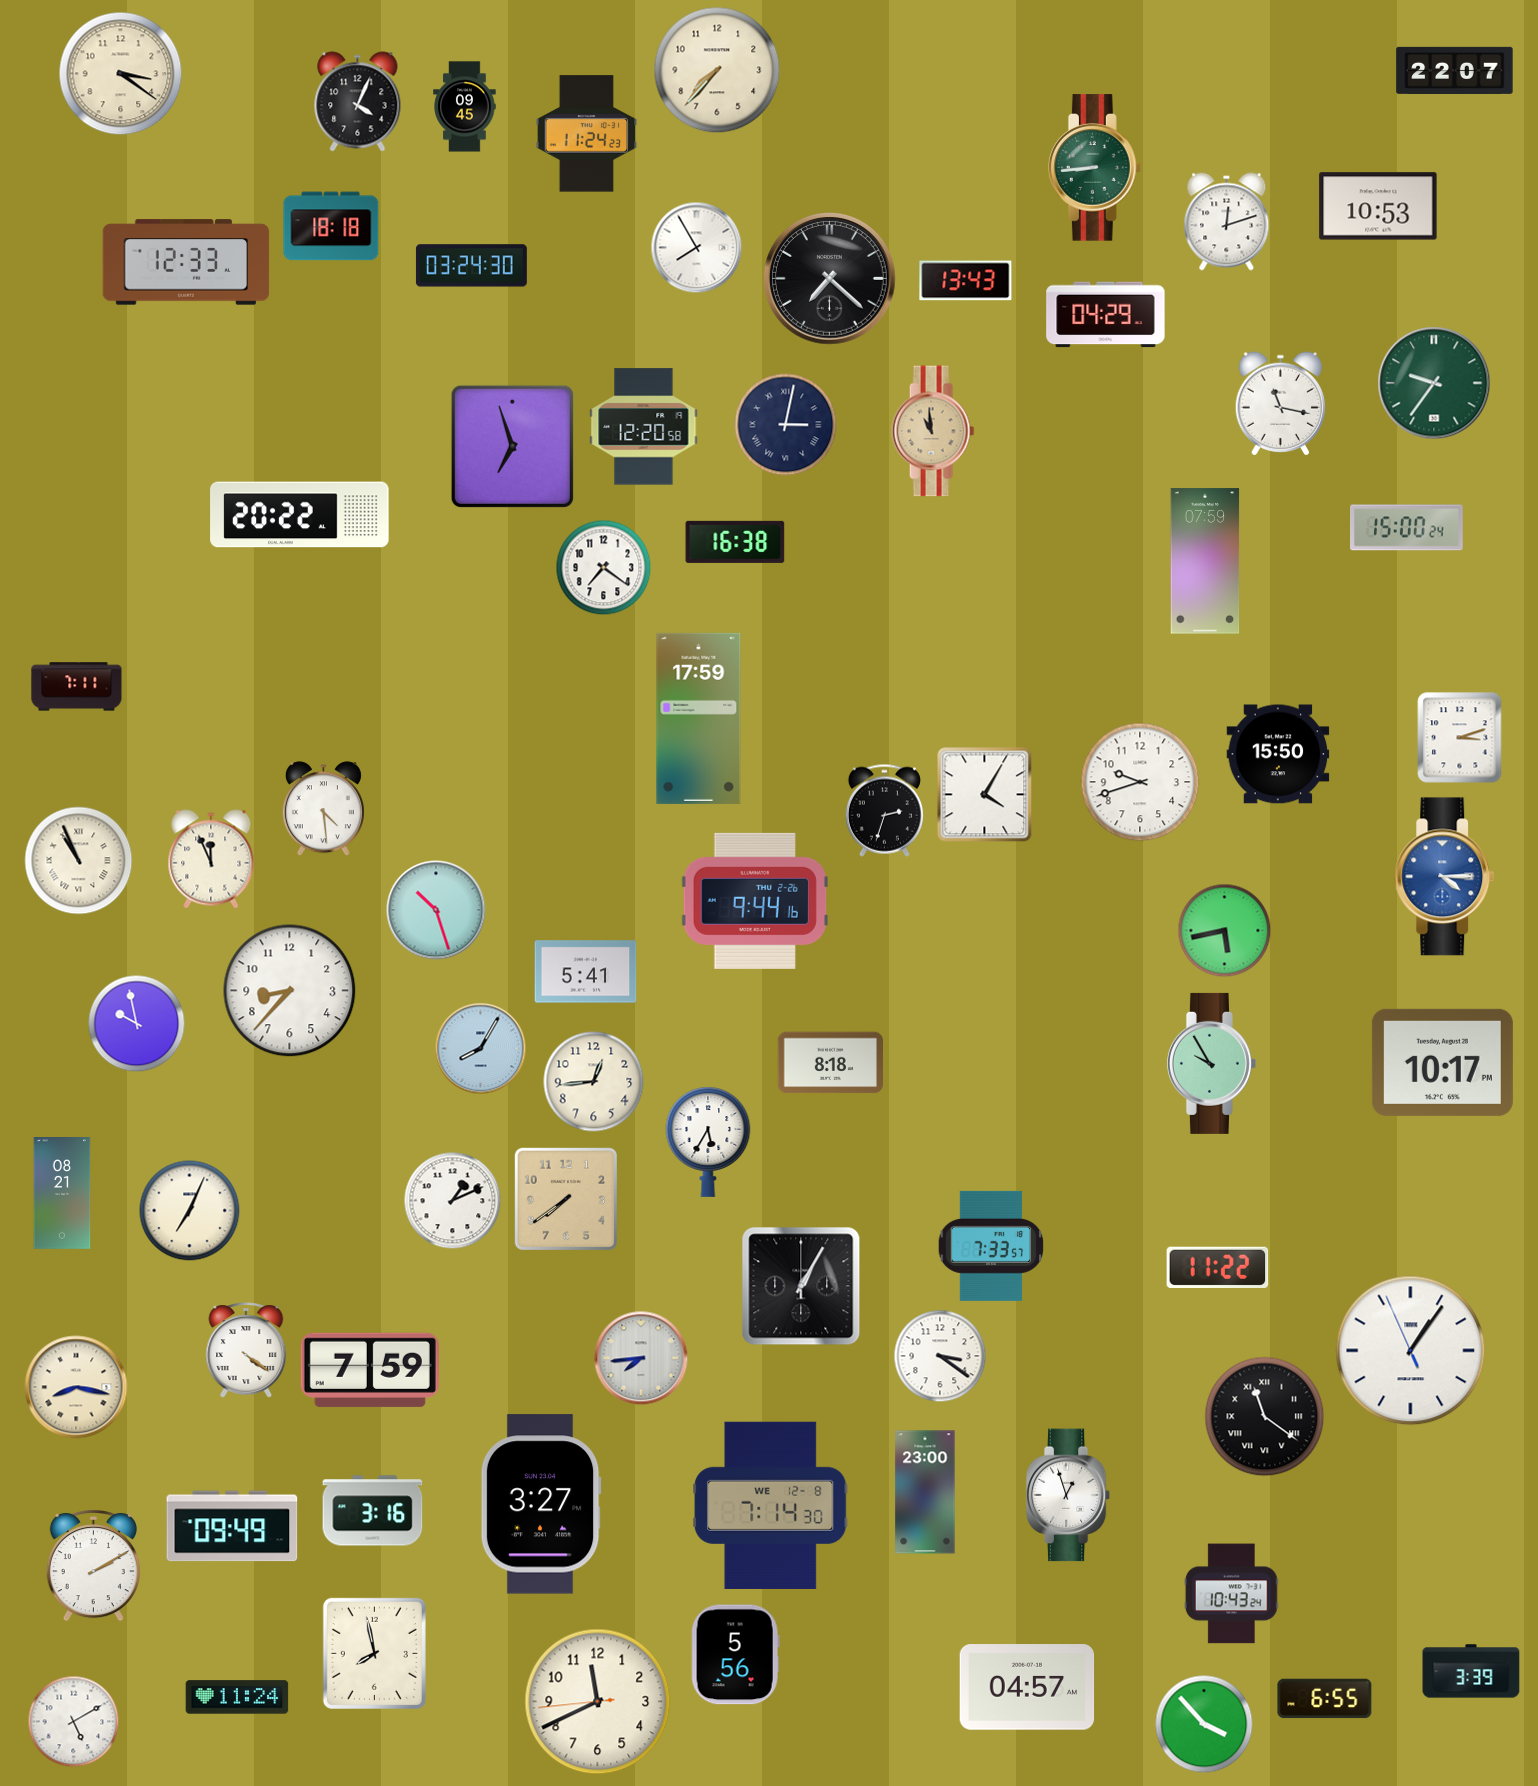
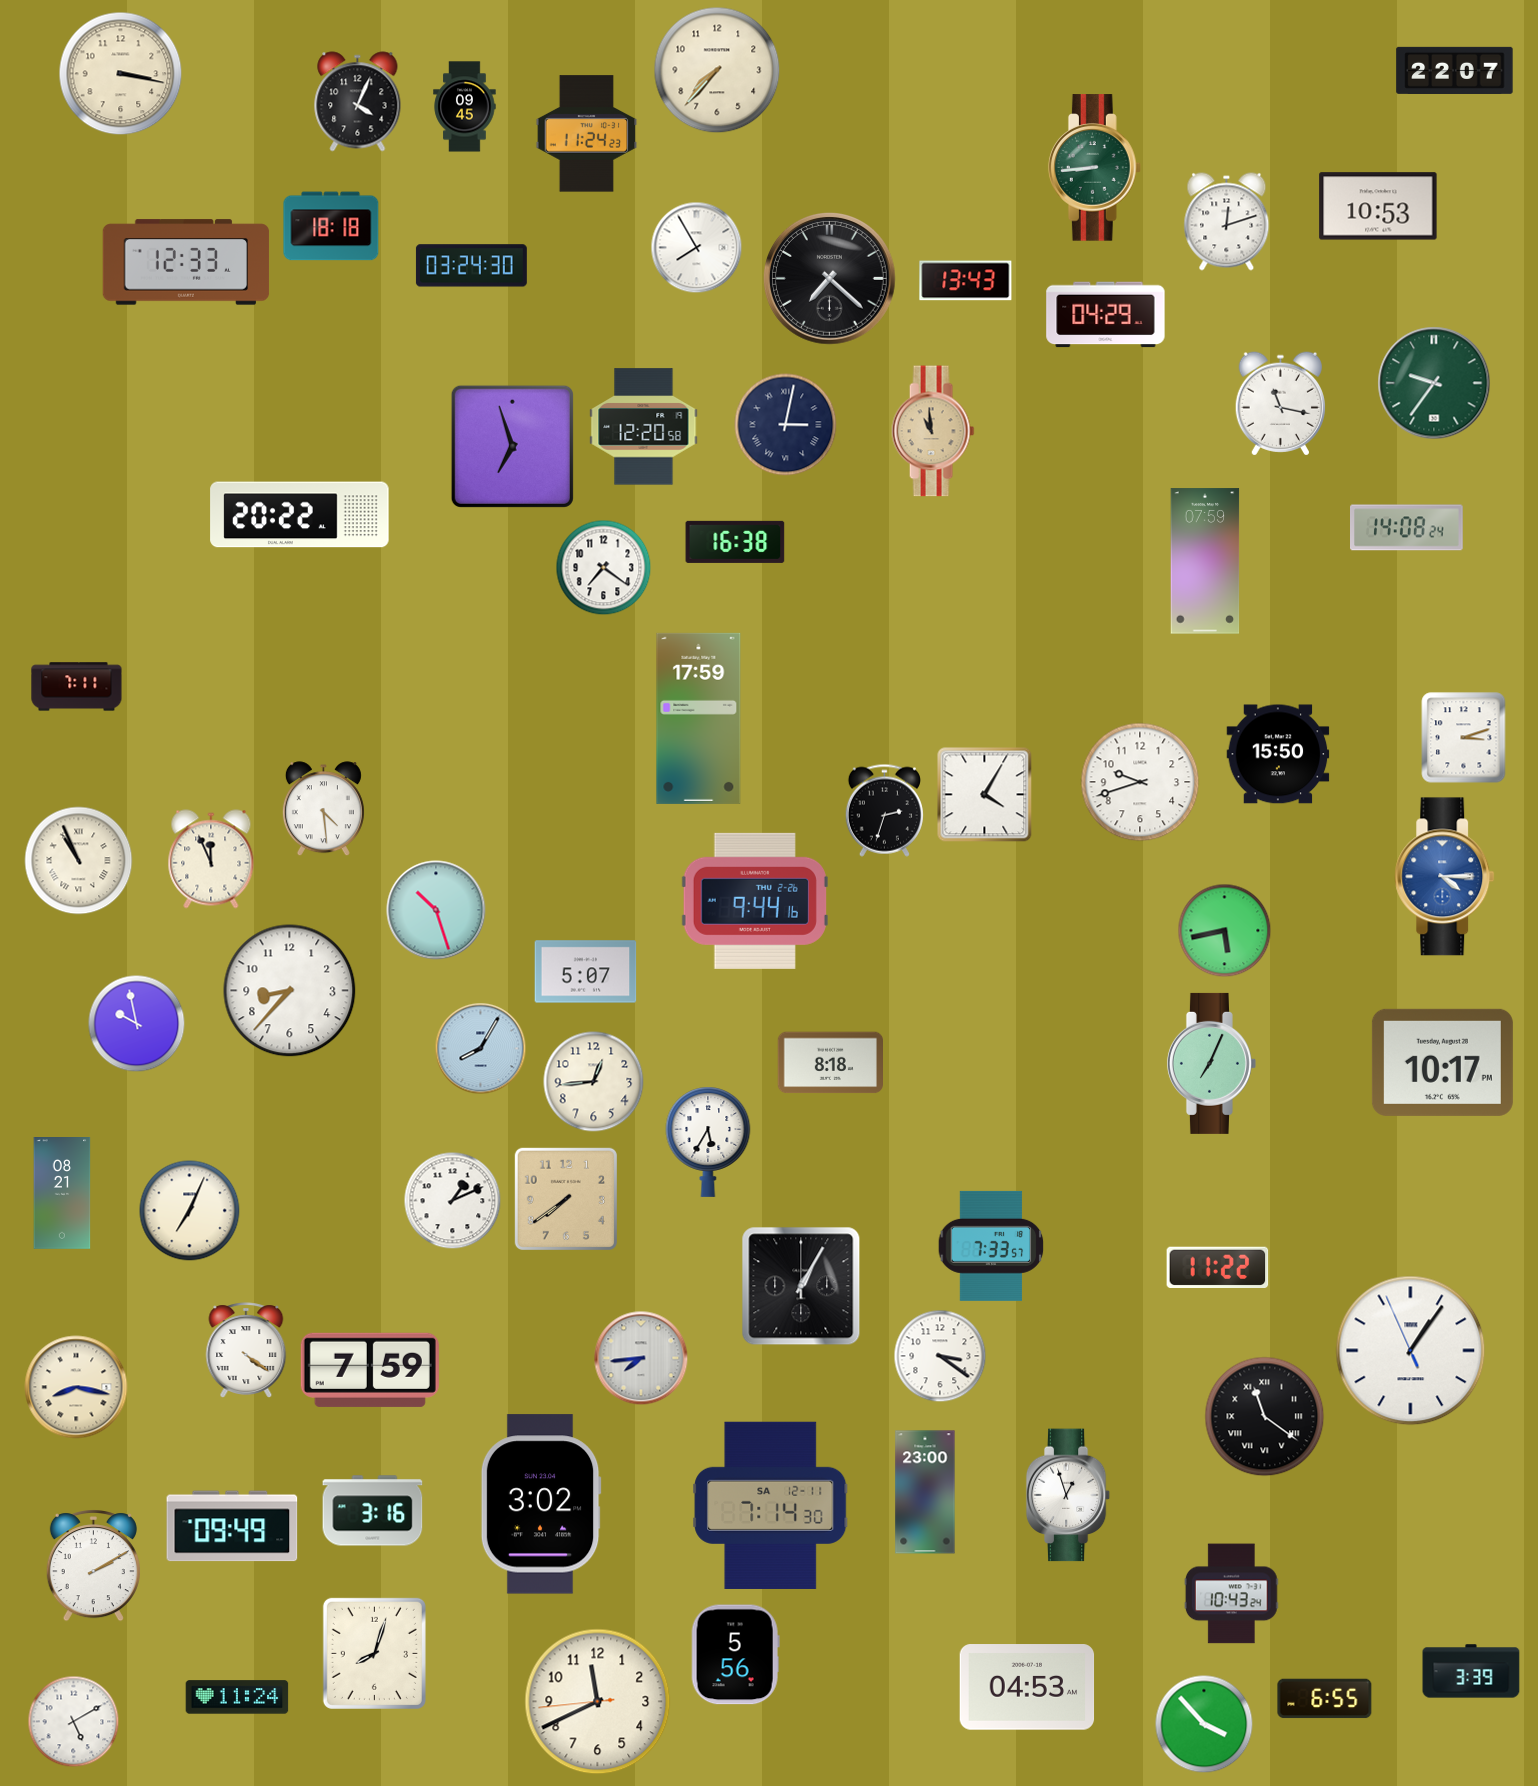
clock at (121, 74): 3:21 -> 3:17
clock at (1407, 528): 15:00 -> 14:08
clock at (1460, 738) position: (1460, 738) -> (1464, 738)
clock at (586, 972): 5:41 -> 5:07
clock at (1211, 1063): 9:55 -> 7:04
clock at (541, 1504): 3:27 -> 3:02
clock at (771, 1505) date: WE 12-8 -> SA 12-11
clock at (374, 1653): 7:58 -> 8:03
clock at (1027, 1687): 04:57 -> 04:53
